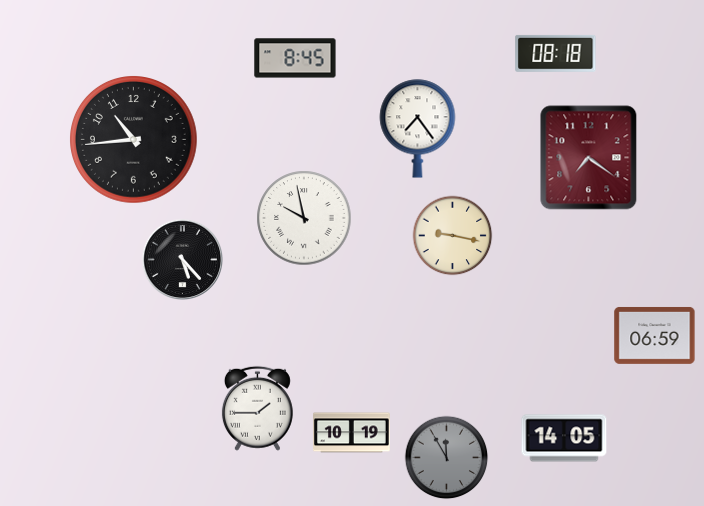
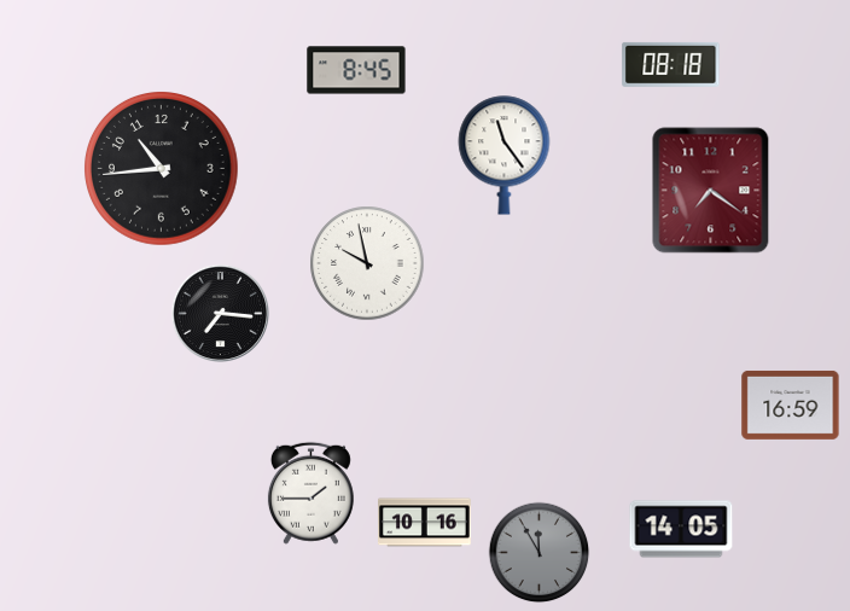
clock at (418, 129): 7:24 -> 11:24
clock at (453, 236): 9:17 -> none
clock at (182, 259): 5:23 -> 7:16
clock at (655, 335): 06:59 -> 16:59
clock at (352, 433): 10:19 -> 10:16
